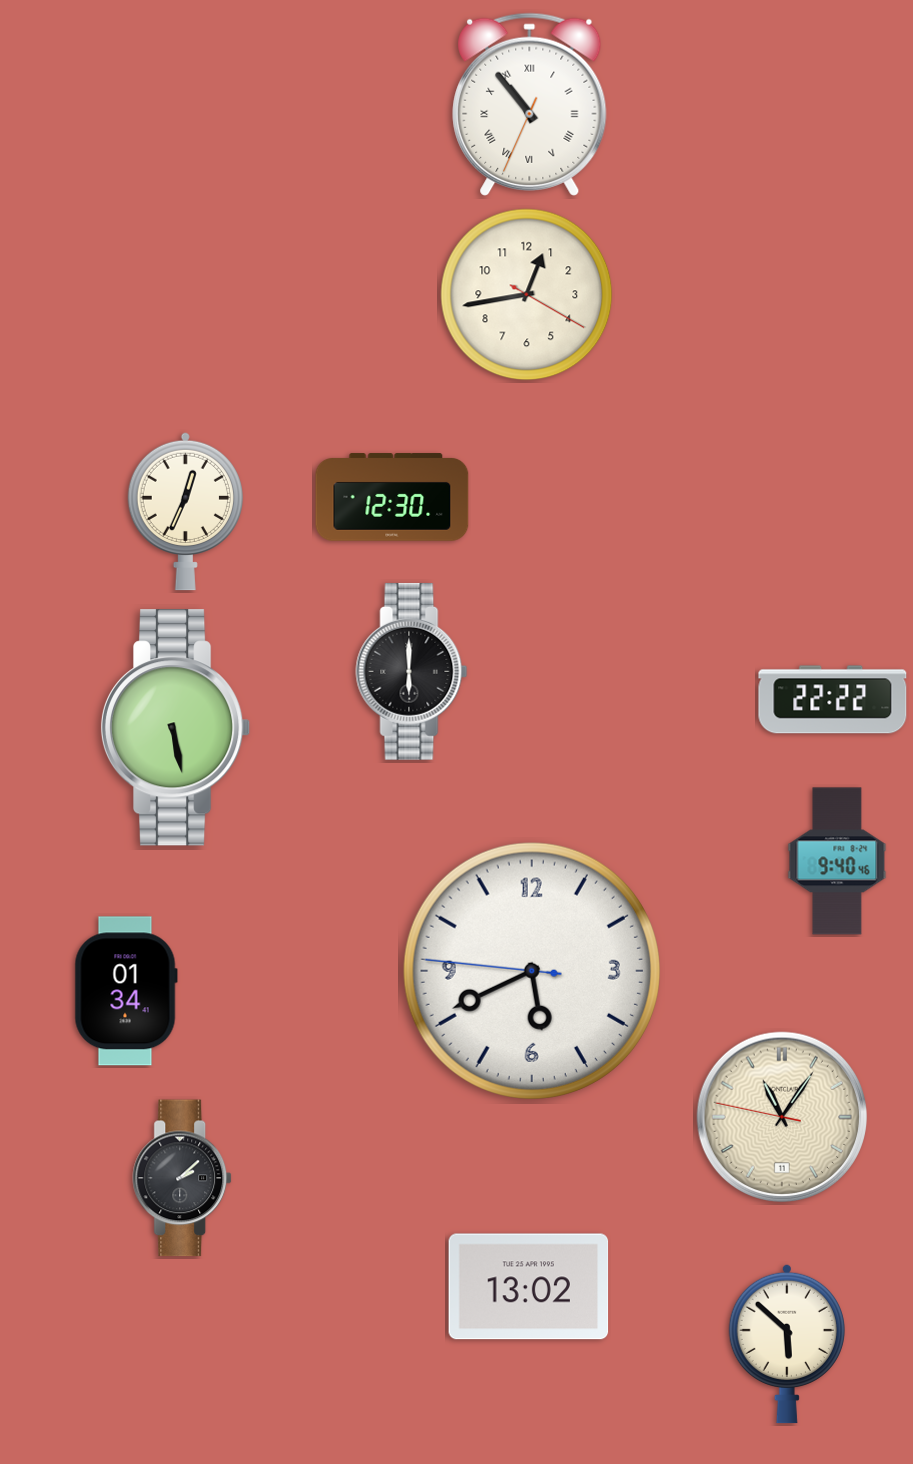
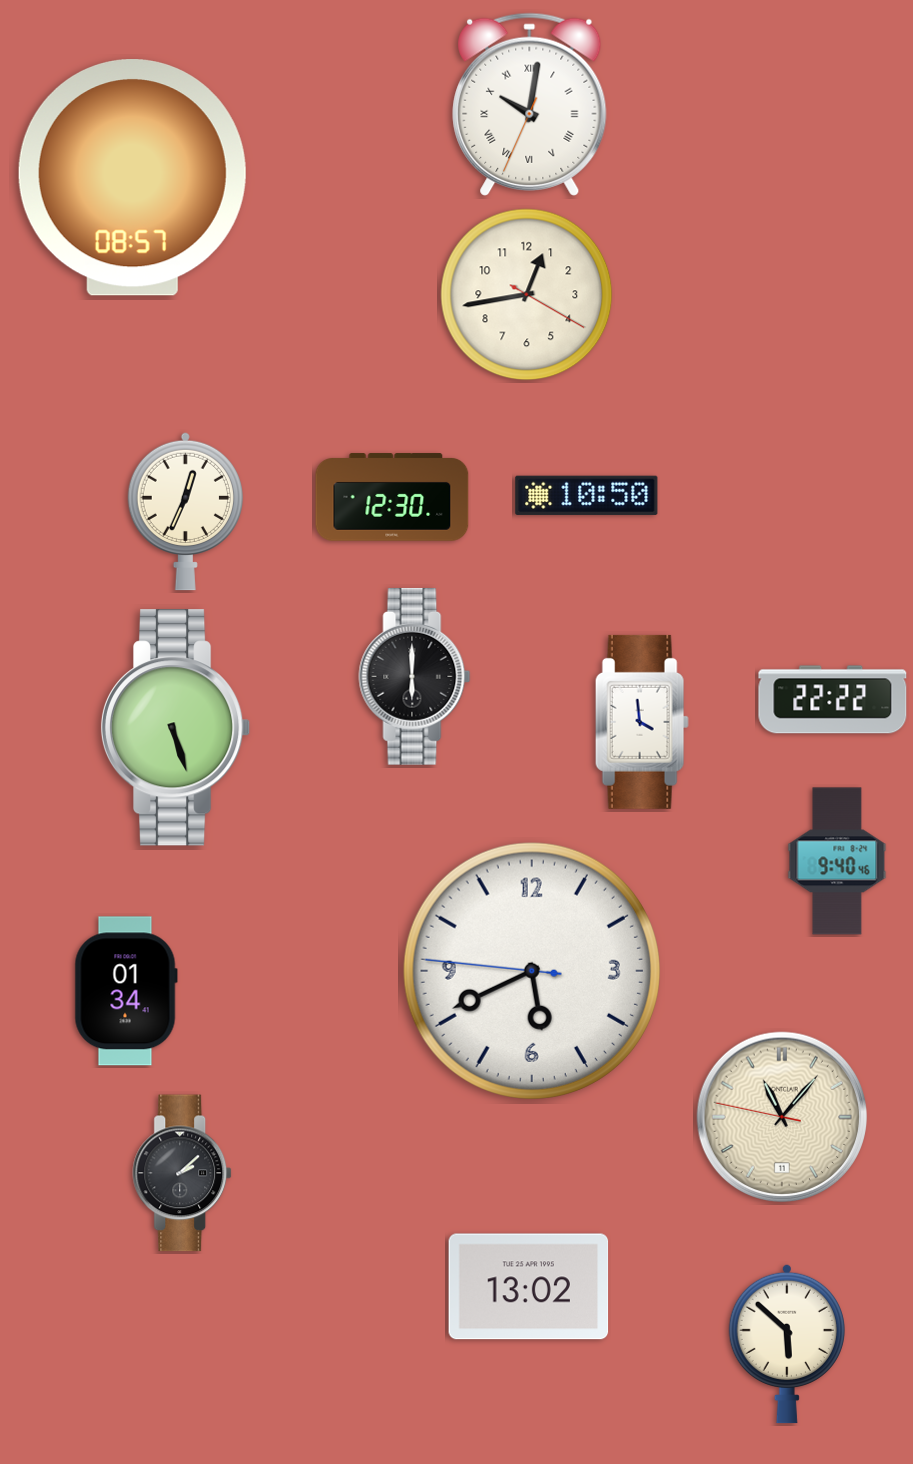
clock at (530, 104): 10:53 -> 10:01
clock at (132, 178): none -> 08:57
clock at (587, 495): none -> 10:50
clock at (412, 671) position: (412, 671) -> (415, 676)
clock at (642, 722): none -> 3:59
clock at (176, 728): 5:28 -> 5:27
clock at (782, 1117): 11:05 -> 11:06
clock at (183, 1178) position: (183, 1178) -> (183, 1173)
